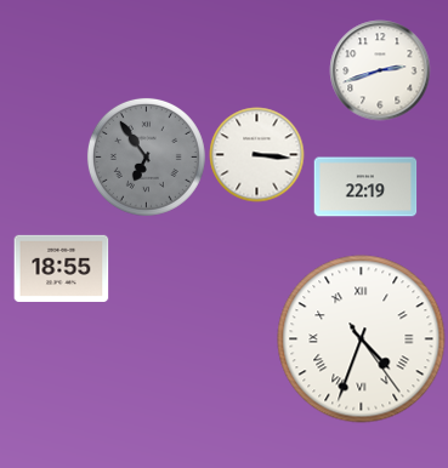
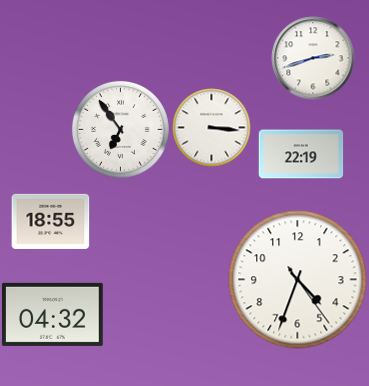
clock at (146, 156) dial: grey -> white
clock at (362, 339) numerals: Roman -> Arabic
clock at (52, 314): none -> 04:32
